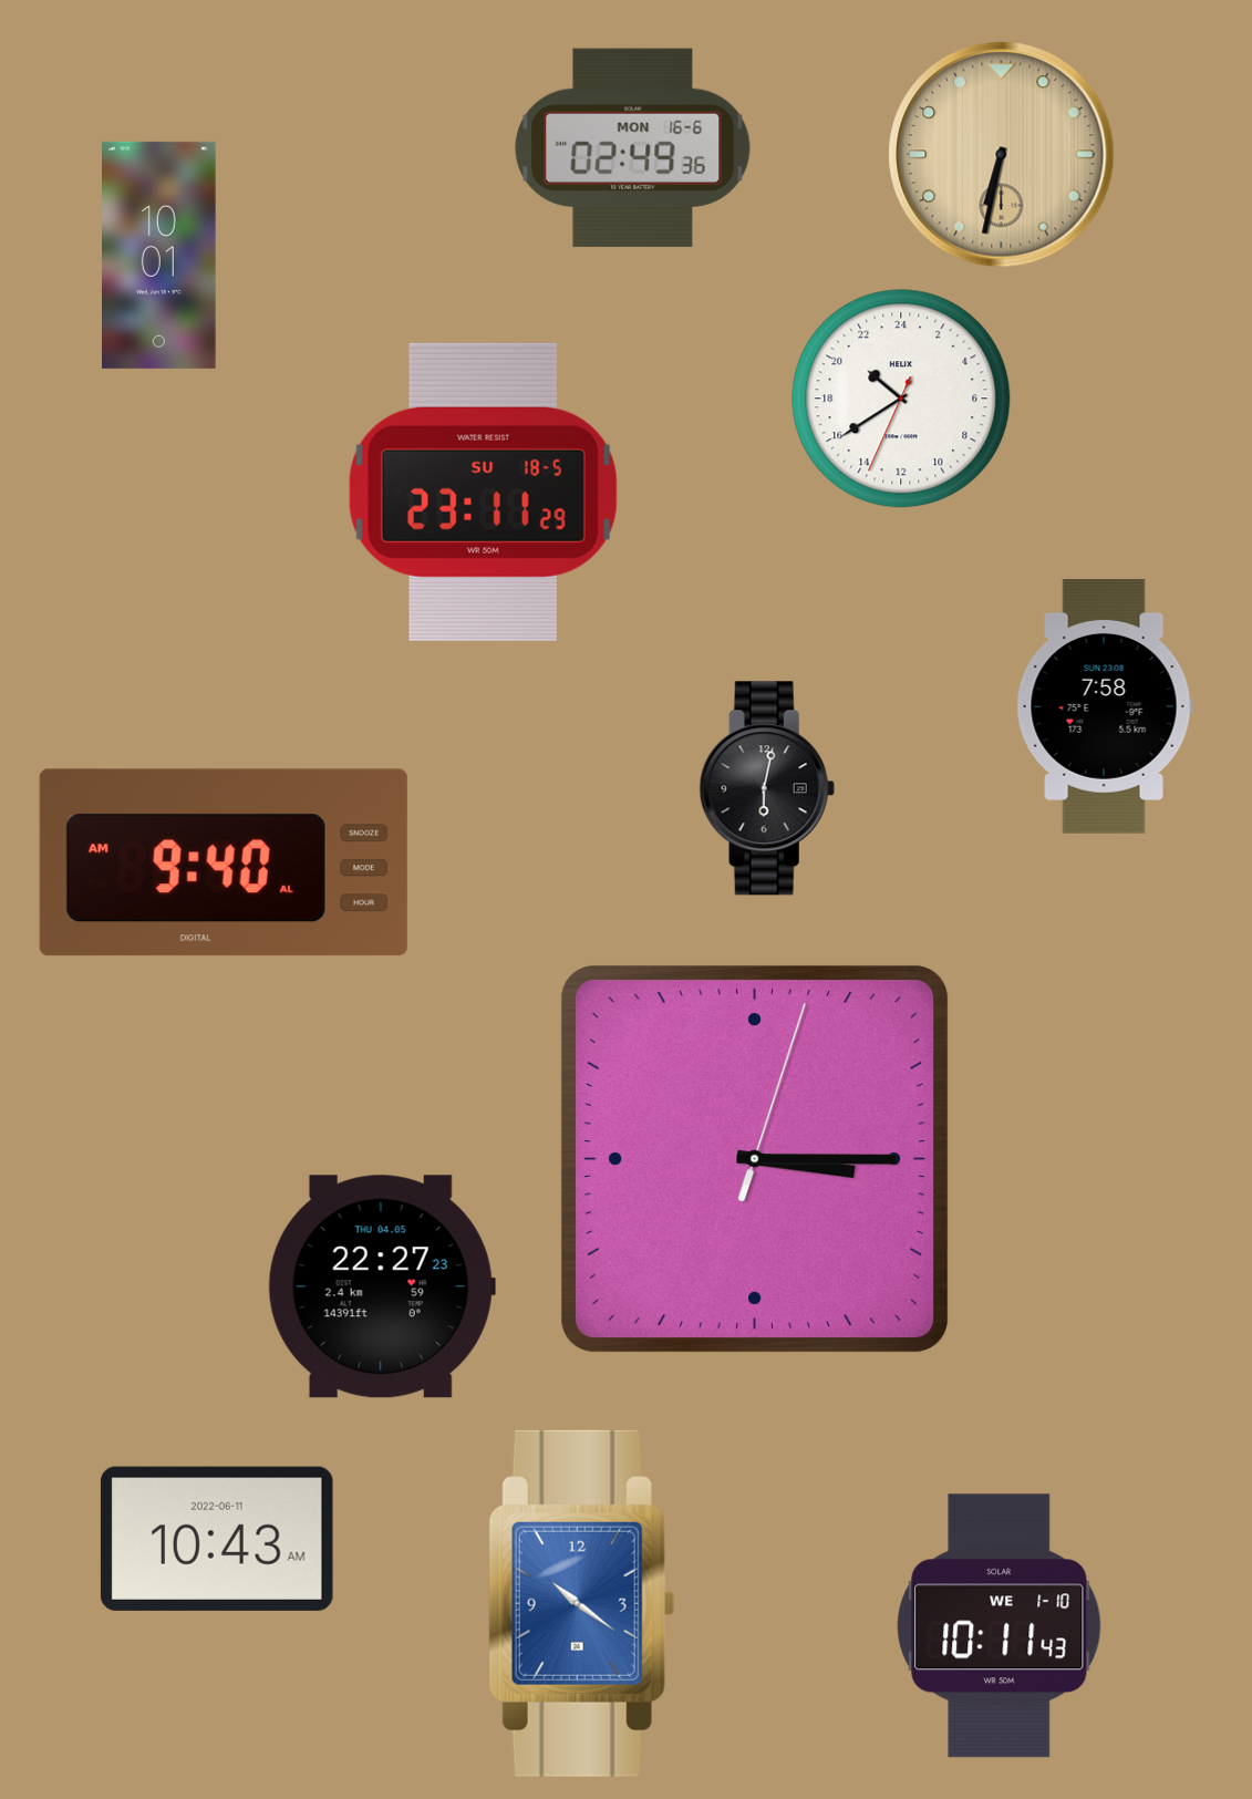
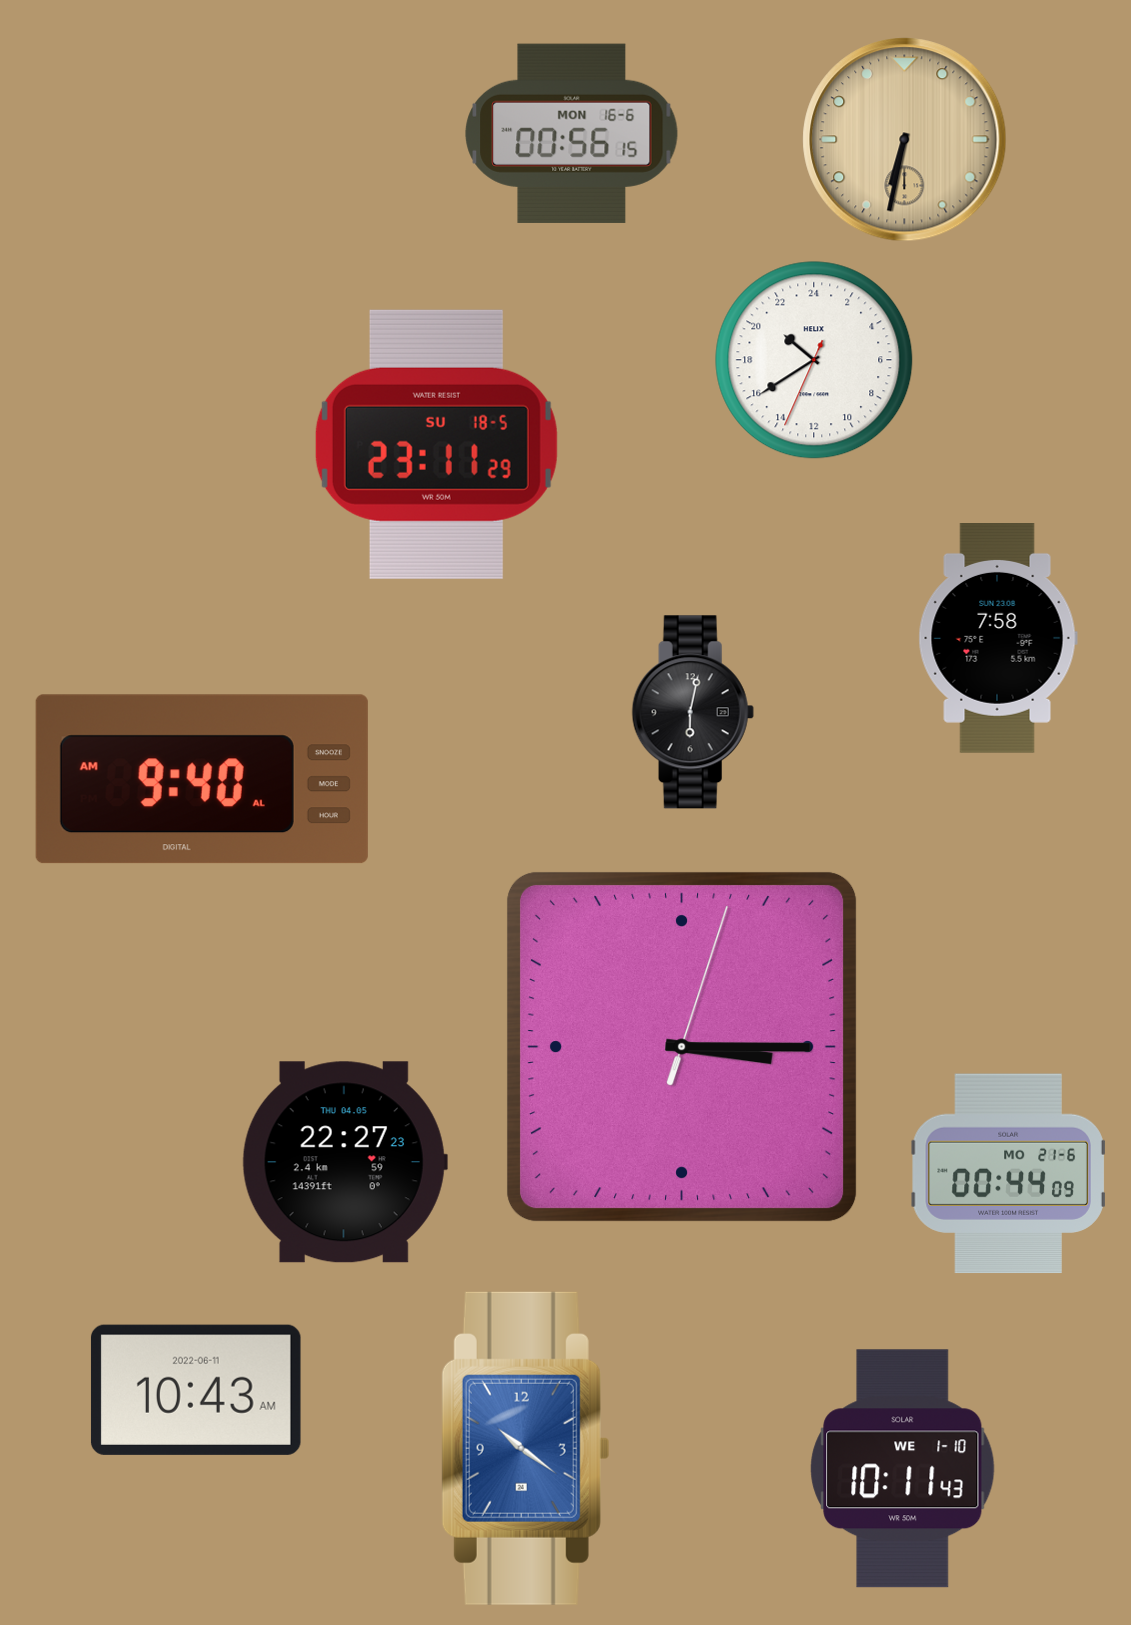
clock at (633, 147): 02:49 -> 00:56
clock at (159, 255): 10:01 -> none
clock at (1009, 1174): none -> 00:44
